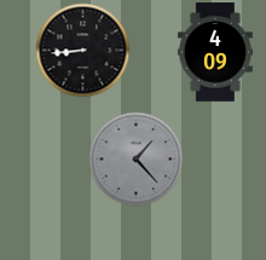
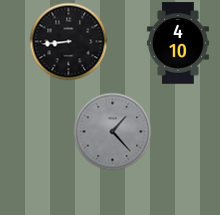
clock at (215, 52): 4:09 -> 4:10
